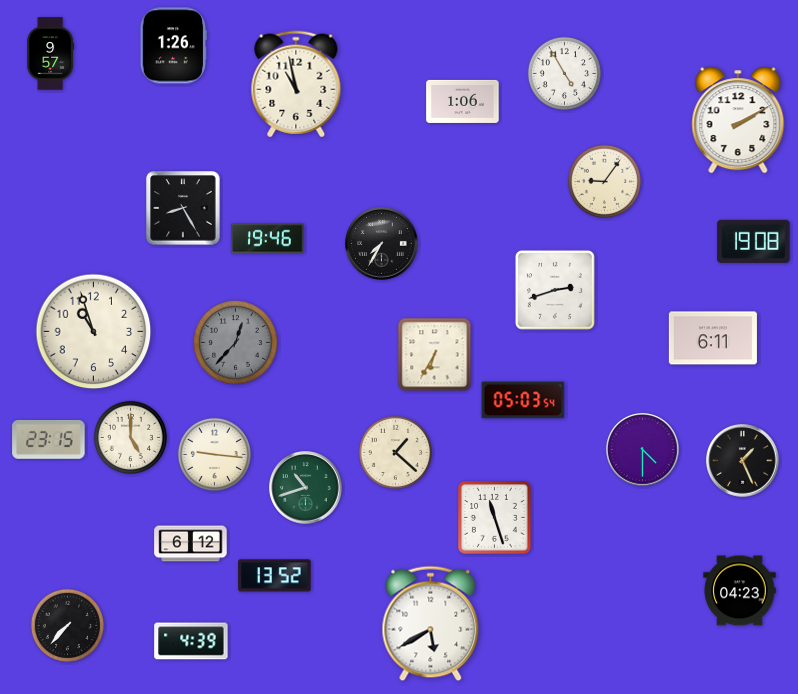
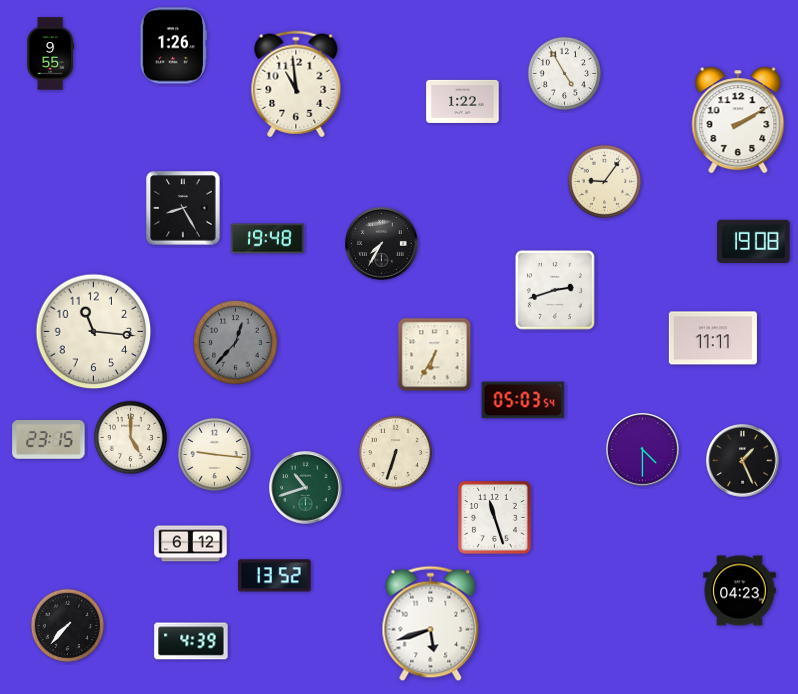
clock at (51, 54): 9:57 -> 9:55
clock at (296, 84): 10:58 -> 10:59
clock at (463, 101): 1:06 -> 1:22
clock at (268, 239): 19:46 -> 19:48
clock at (94, 332): 10:57 -> 11:16
clock at (713, 338): 6:11 -> 11:11
clock at (395, 452): 1:22 -> 6:33
clock at (431, 624): 5:40 -> 5:42
